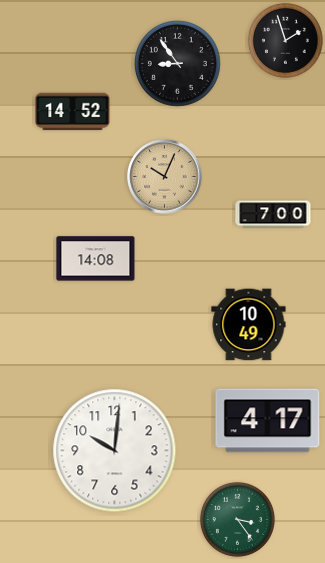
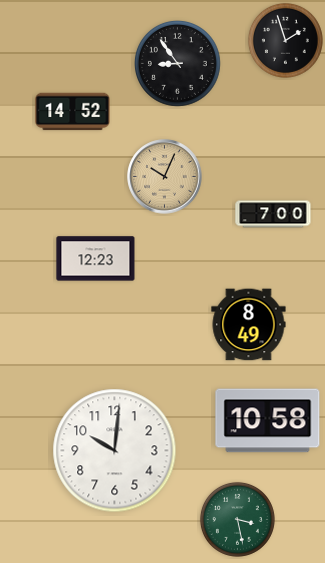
clock at (96, 259): 14:08 -> 12:23
clock at (249, 325): 10:49 -> 8:49
clock at (268, 421): 4:17 -> 10:58
clock at (237, 519): 3:24 -> 3:28
